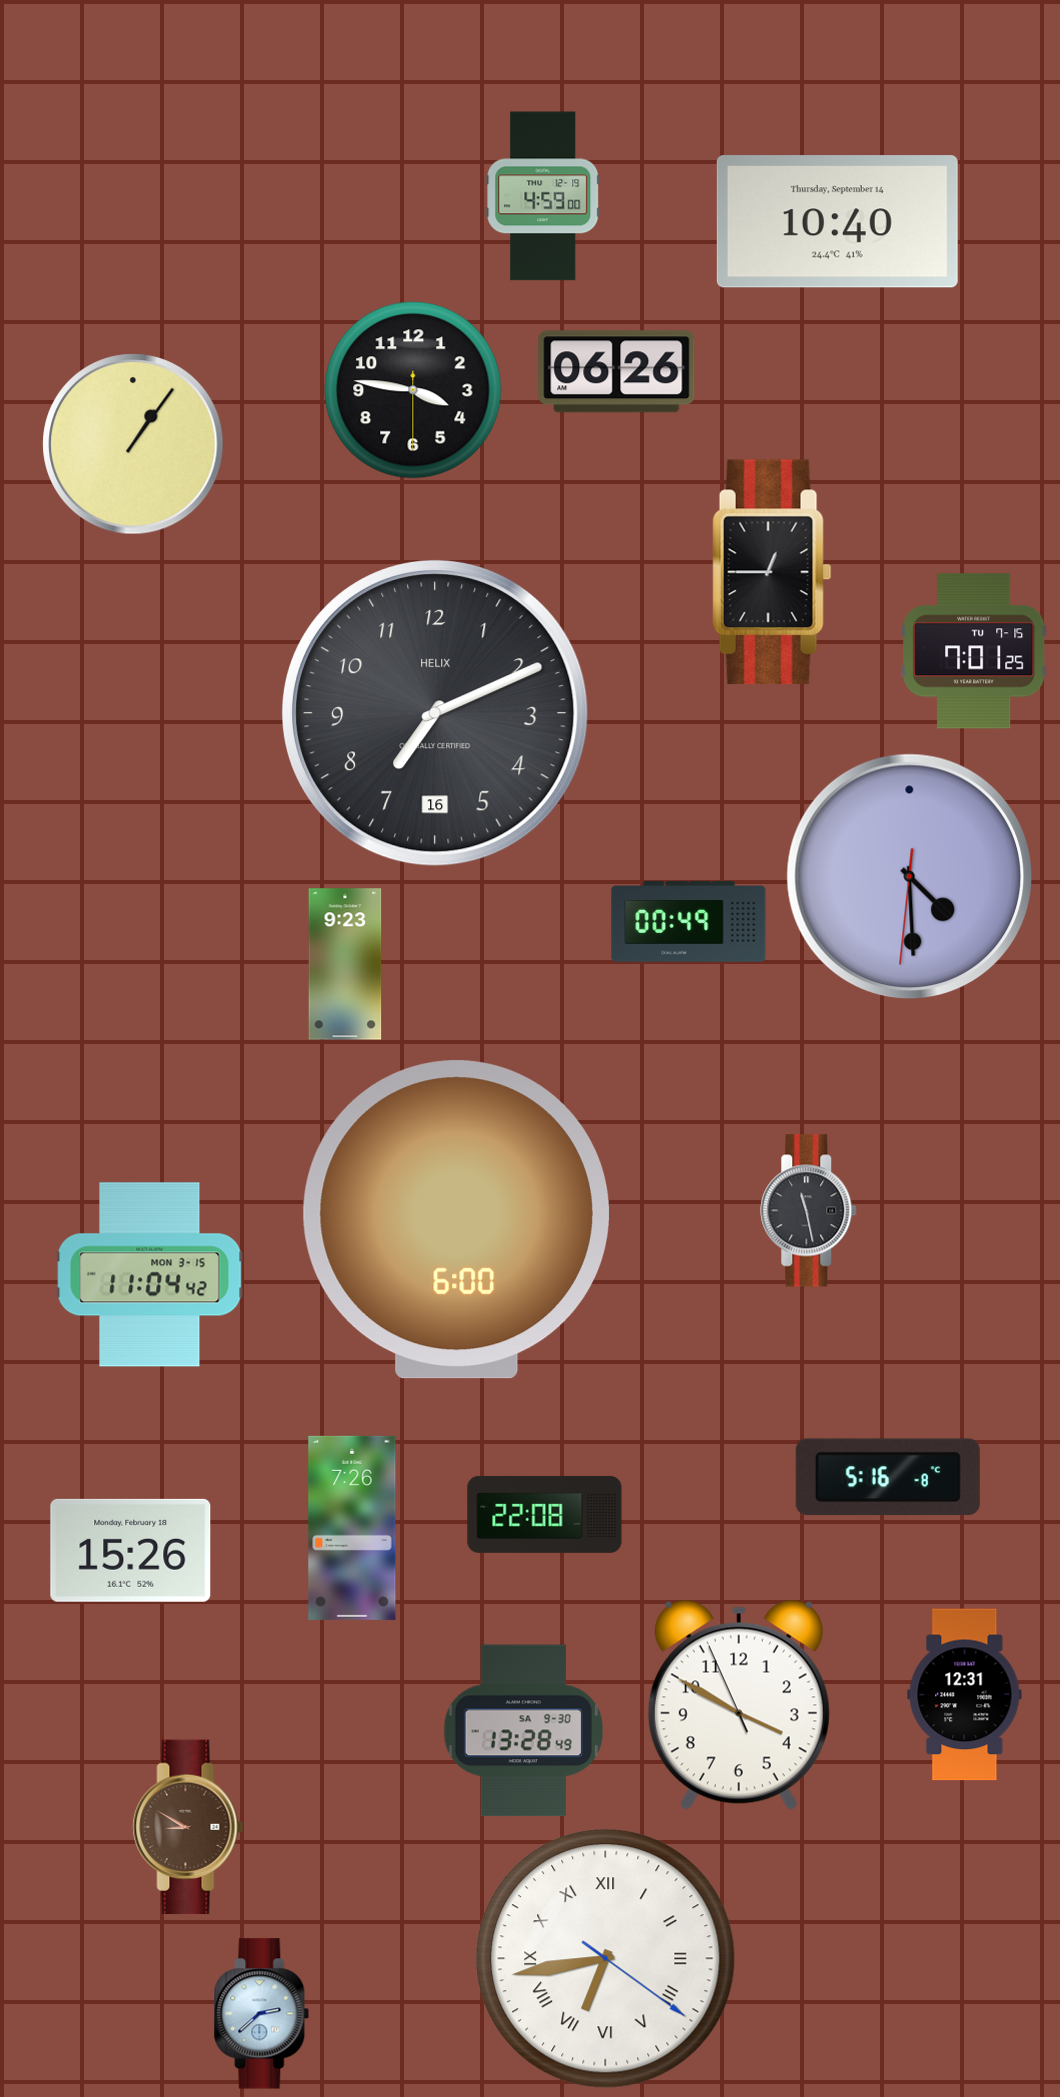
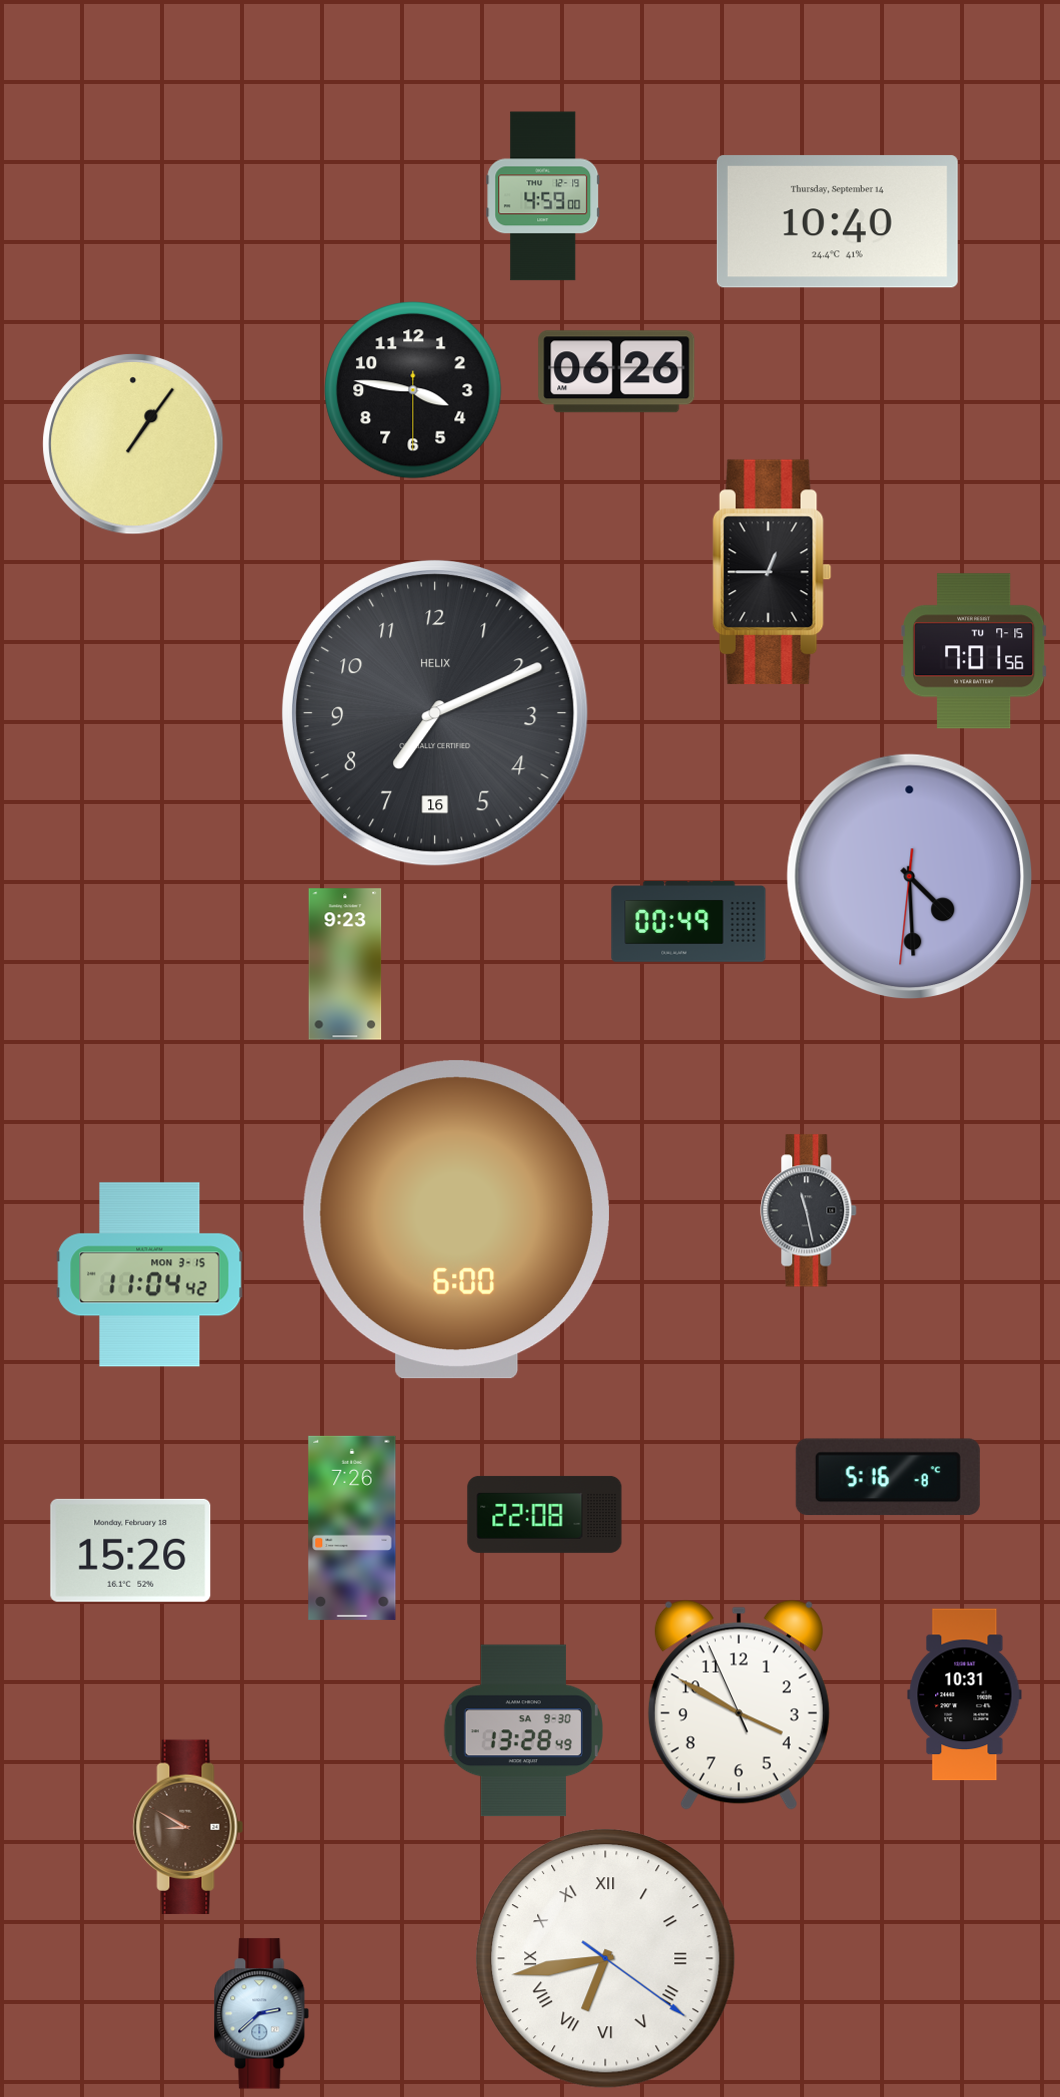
clock at (975, 651): 7:01:25 -> 7:01:56
clock at (965, 1695): 12:31 -> 10:31
